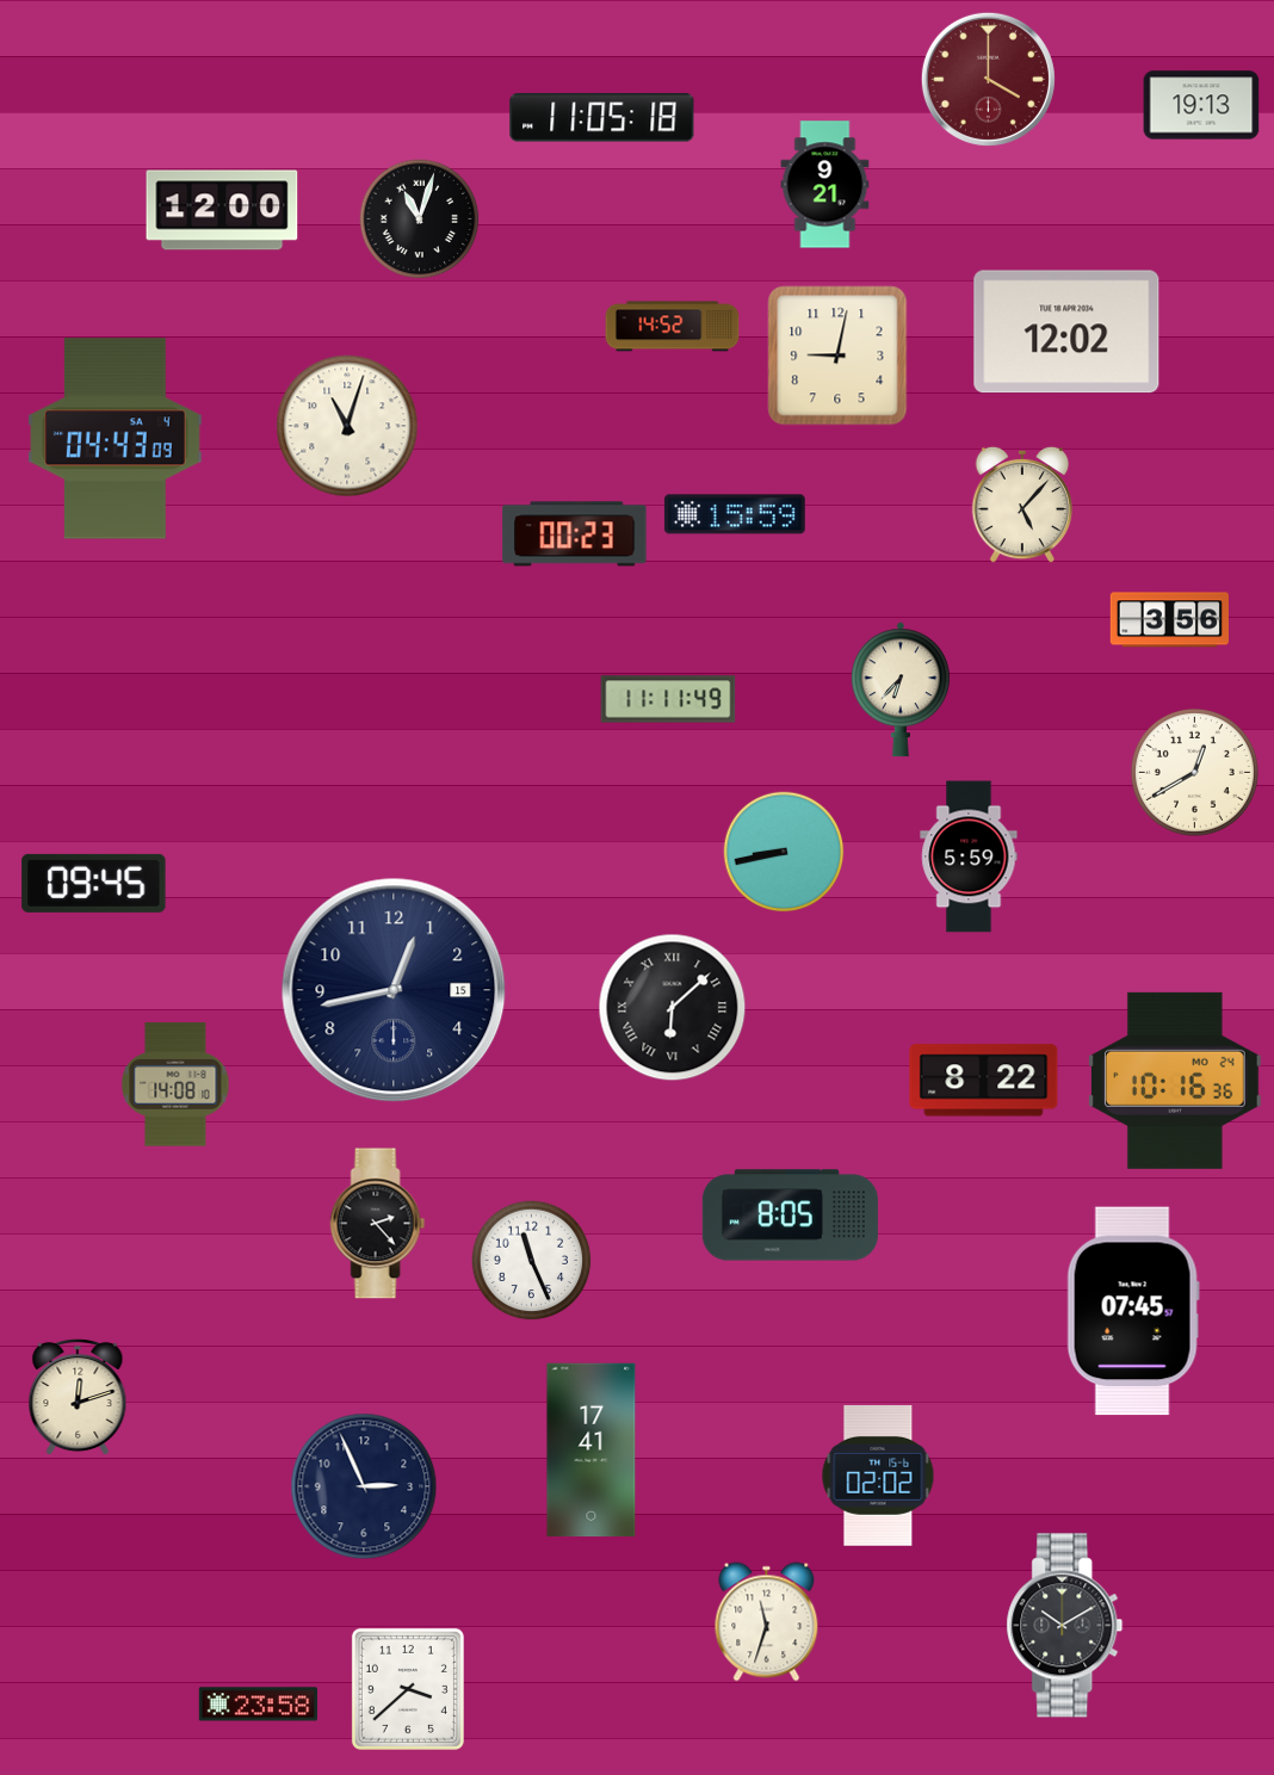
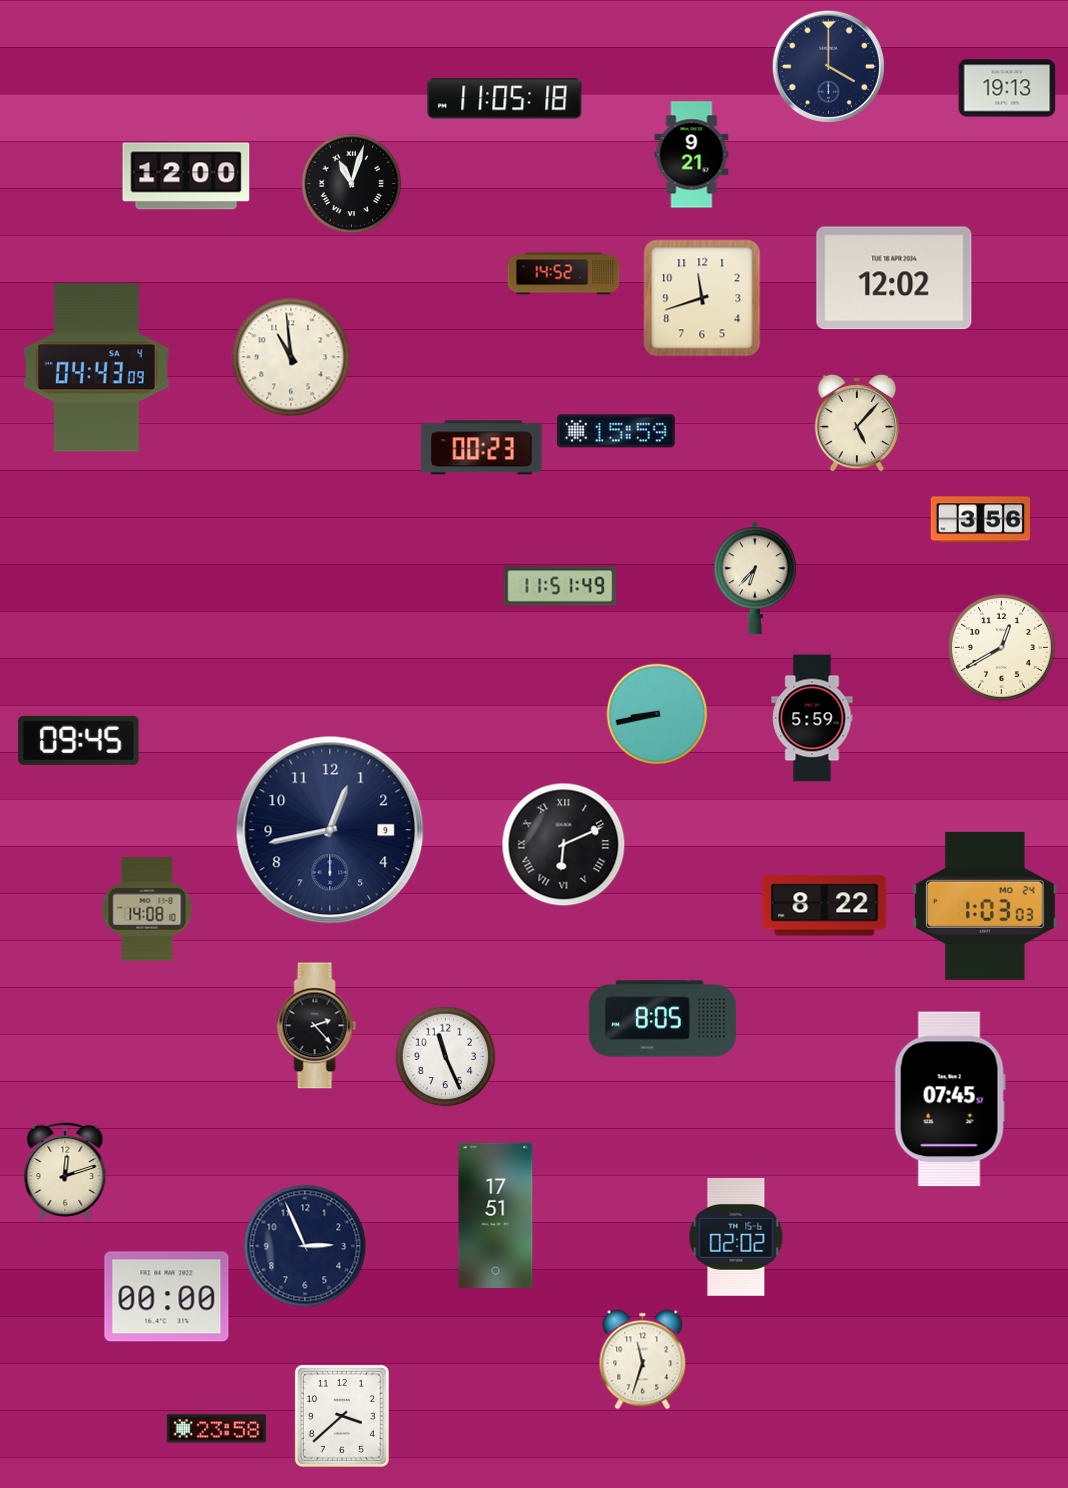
clock at (988, 79) dial: burgundy -> navy
clock at (837, 355): 9:02 -> 11:42
clock at (347, 426): 11:03 -> 10:59
clock at (668, 699): 11:11 -> 11:51
clock at (394, 990) date: 15 -> 9
clock at (673, 1008): 6:08 -> 6:11
clock at (1175, 1081): 10:16 -> 1:03
clock at (592, 1451): 17:41 -> 17:51
clock at (167, 1297): none -> 00:00
clock at (1065, 1626): 10:10 -> none
